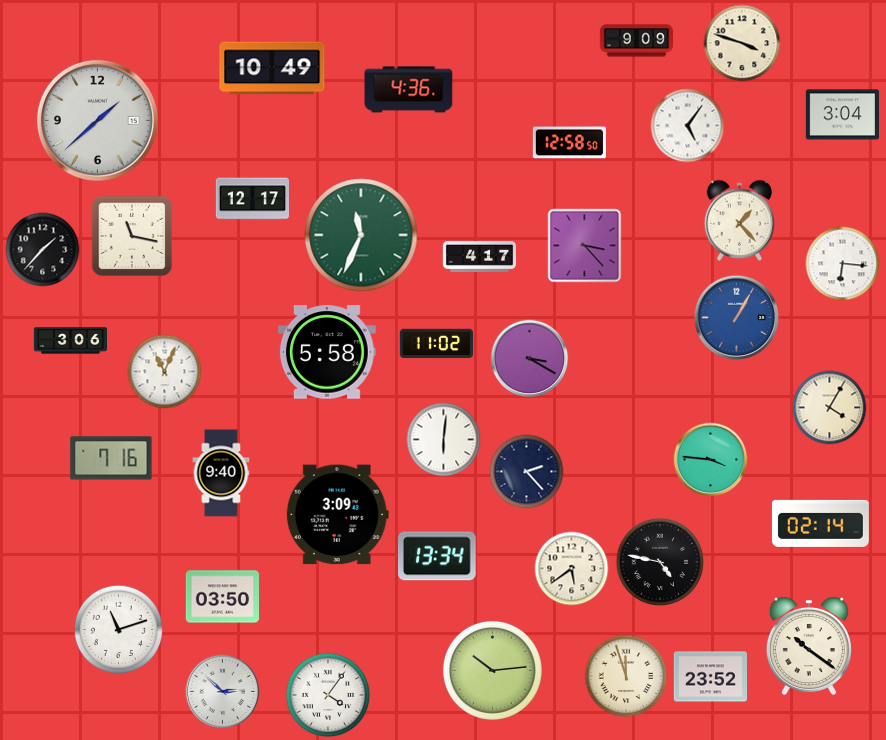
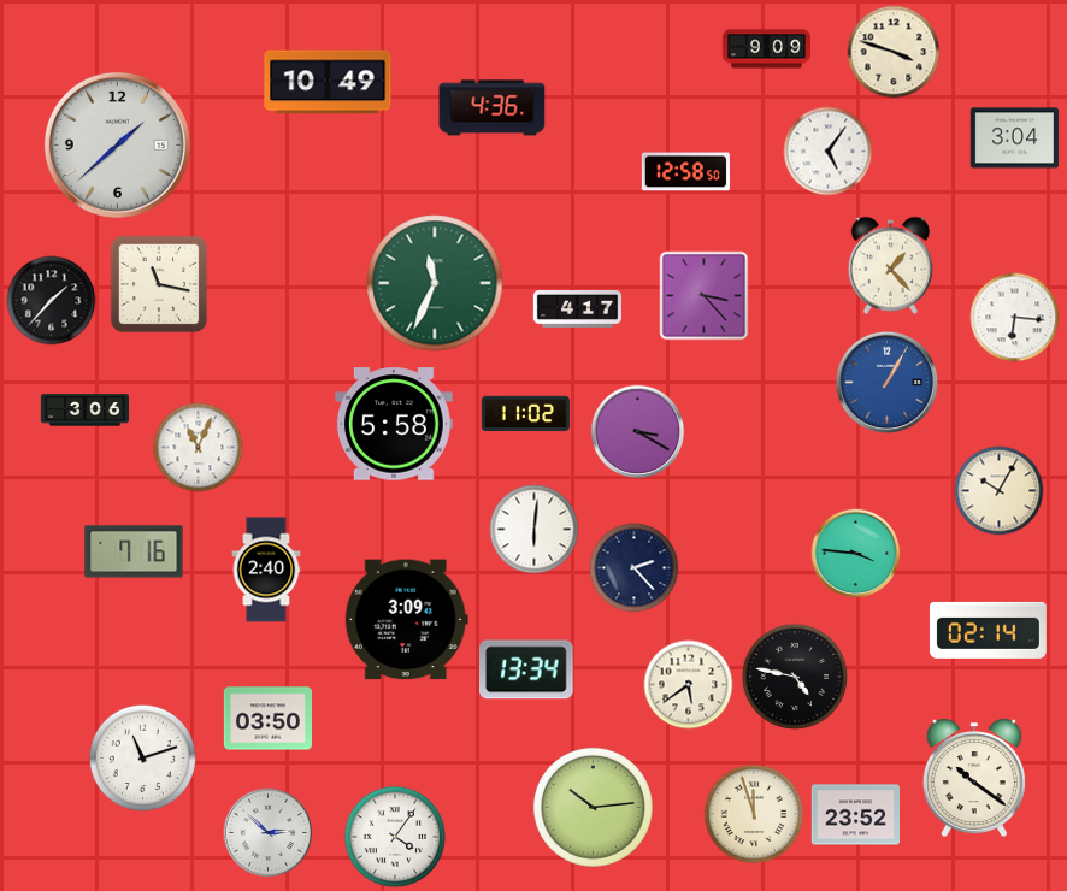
clock at (252, 199): 12:17 -> none
clock at (830, 408): 4:05 -> 10:05
clock at (221, 473): 9:40 -> 2:40
